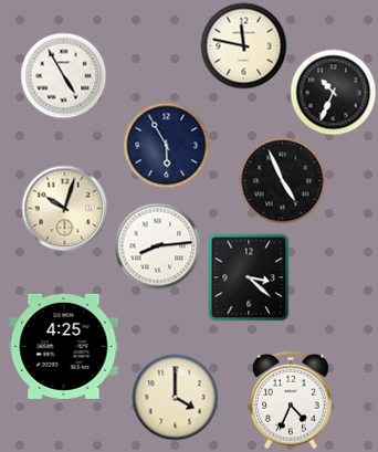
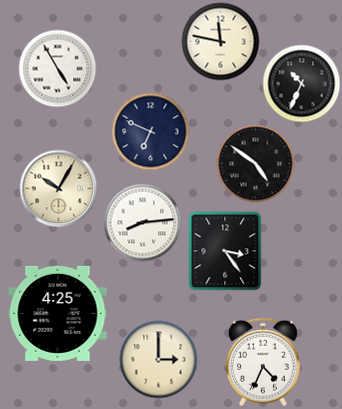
clock at (166, 145): 5:55 -> 6:49
clock at (282, 180): 4:56 -> 4:51
clock at (64, 208): 10:03 -> 10:05
clock at (249, 277): 3:22 -> 3:24
clock at (175, 397): 4:00 -> 3:00
